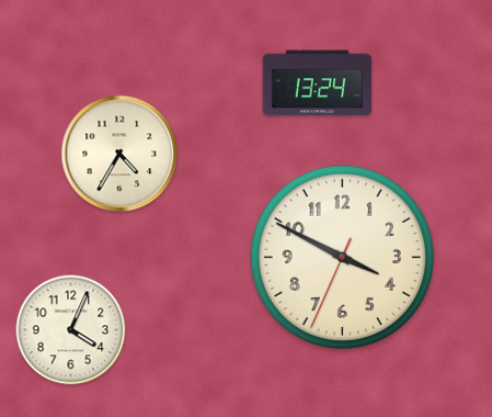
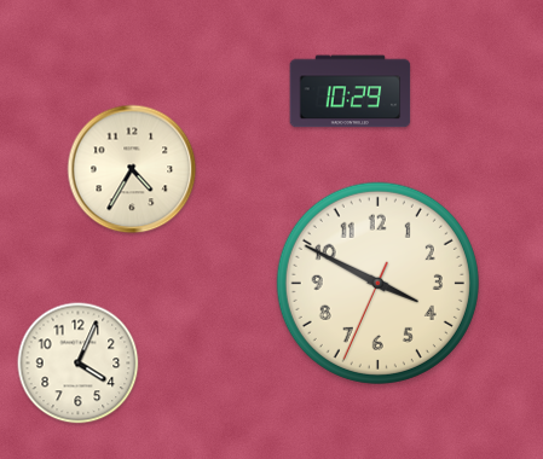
clock at (318, 83): 13:24 -> 10:29
